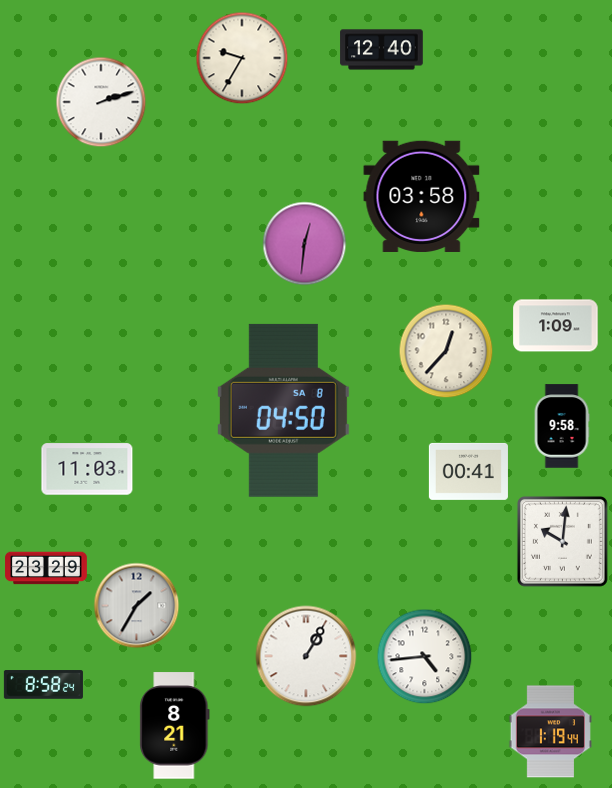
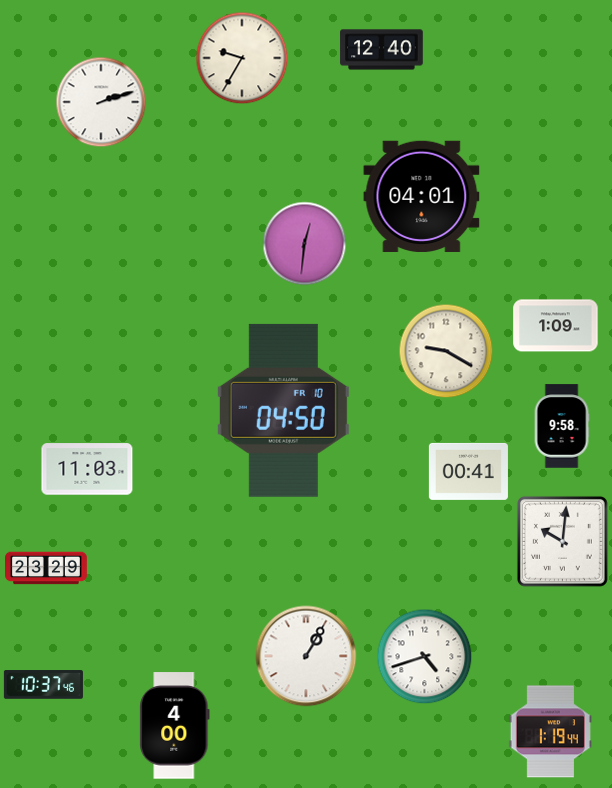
clock at (422, 196): 03:58 -> 04:01
clock at (446, 351): 12:37 -> 9:20
clock at (283, 410) date: SA 8 -> FR 10
clock at (137, 606): 1:35 -> none
clock at (425, 657): 4:44 -> 4:42
clock at (43, 685): 8:58 -> 10:37
clock at (175, 726): 8:21 -> 4:00
